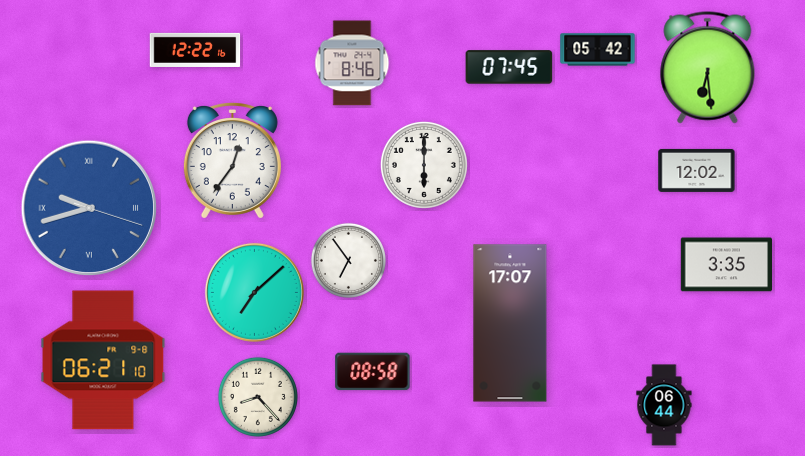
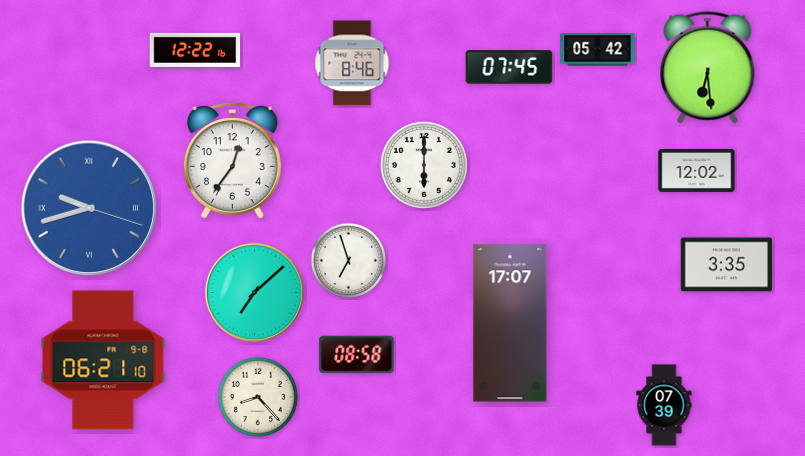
clock at (348, 260): 6:54 -> 6:57
clock at (373, 372) position: (373, 372) -> (357, 355)
clock at (664, 405): 06:44 -> 07:39
